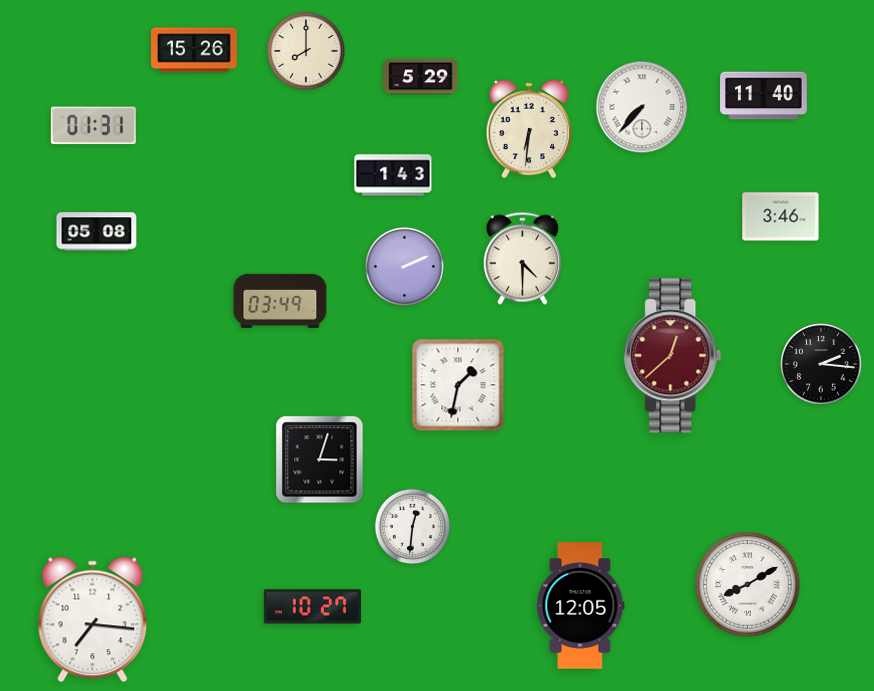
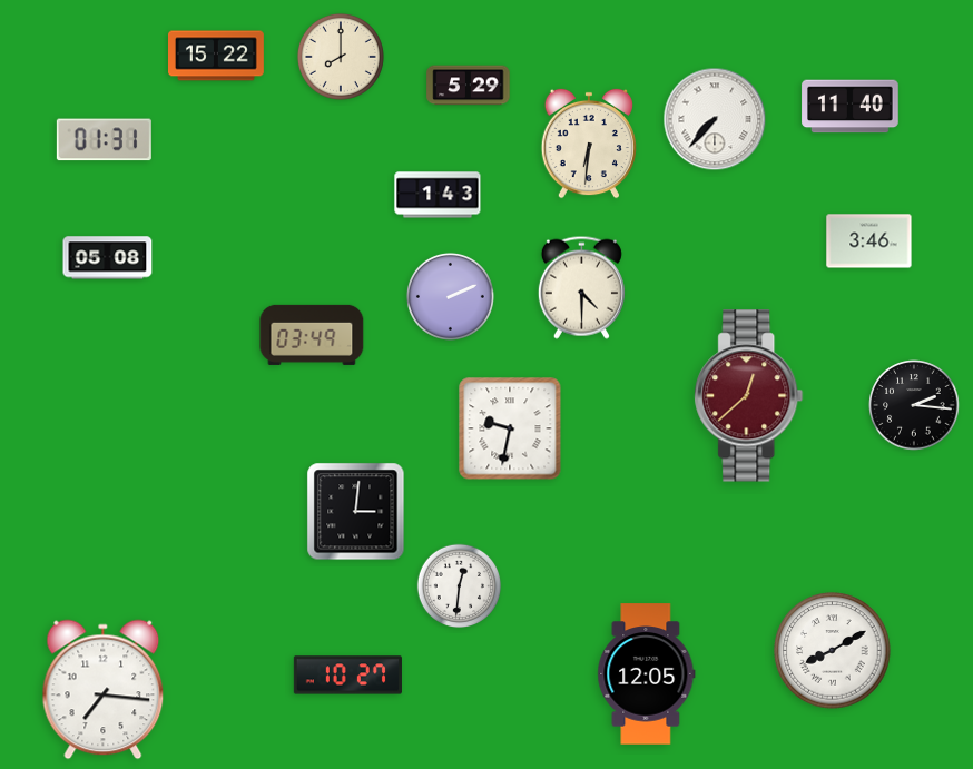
clock at (195, 50): 15:26 -> 15:22
clock at (458, 385): 1:32 -> 9:32
clock at (320, 460): 3:03 -> 3:01
